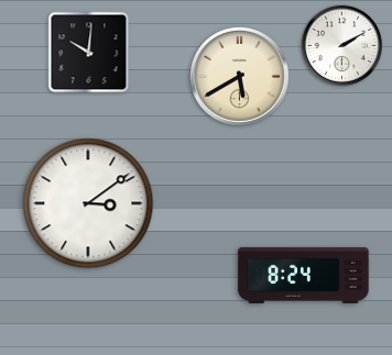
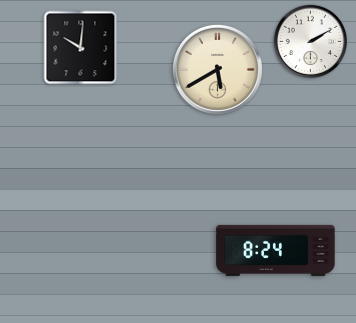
clock at (88, 203): 3:09 -> none
